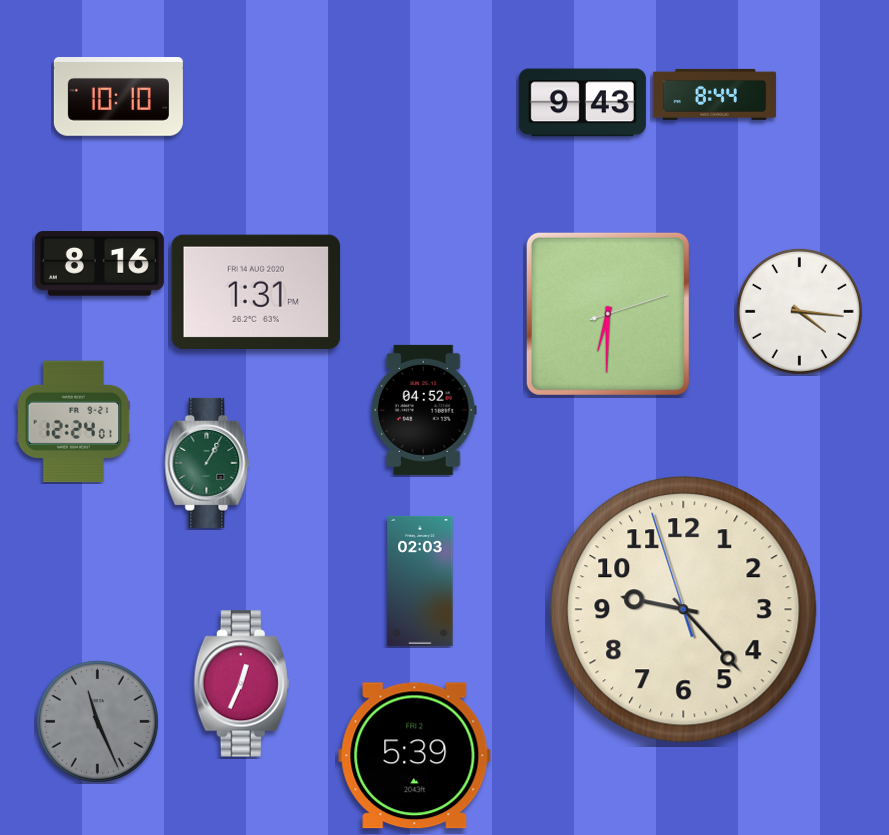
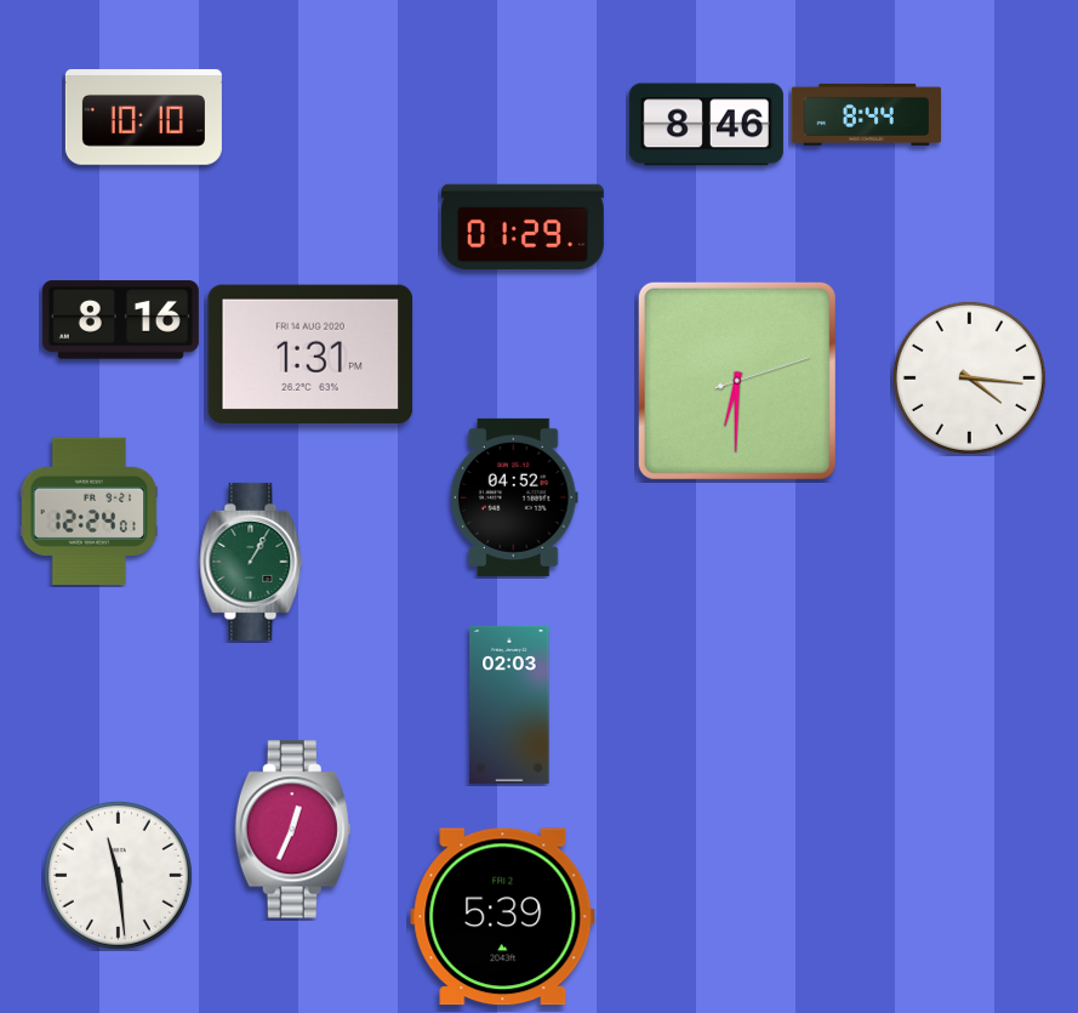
clock at (582, 103): 9:43 -> 8:46
clock at (523, 227): none -> 01:29
clock at (684, 610): 9:22 -> none
clock at (97, 721): 11:26 -> 11:29
clock at (97, 721) dial: grey -> white
